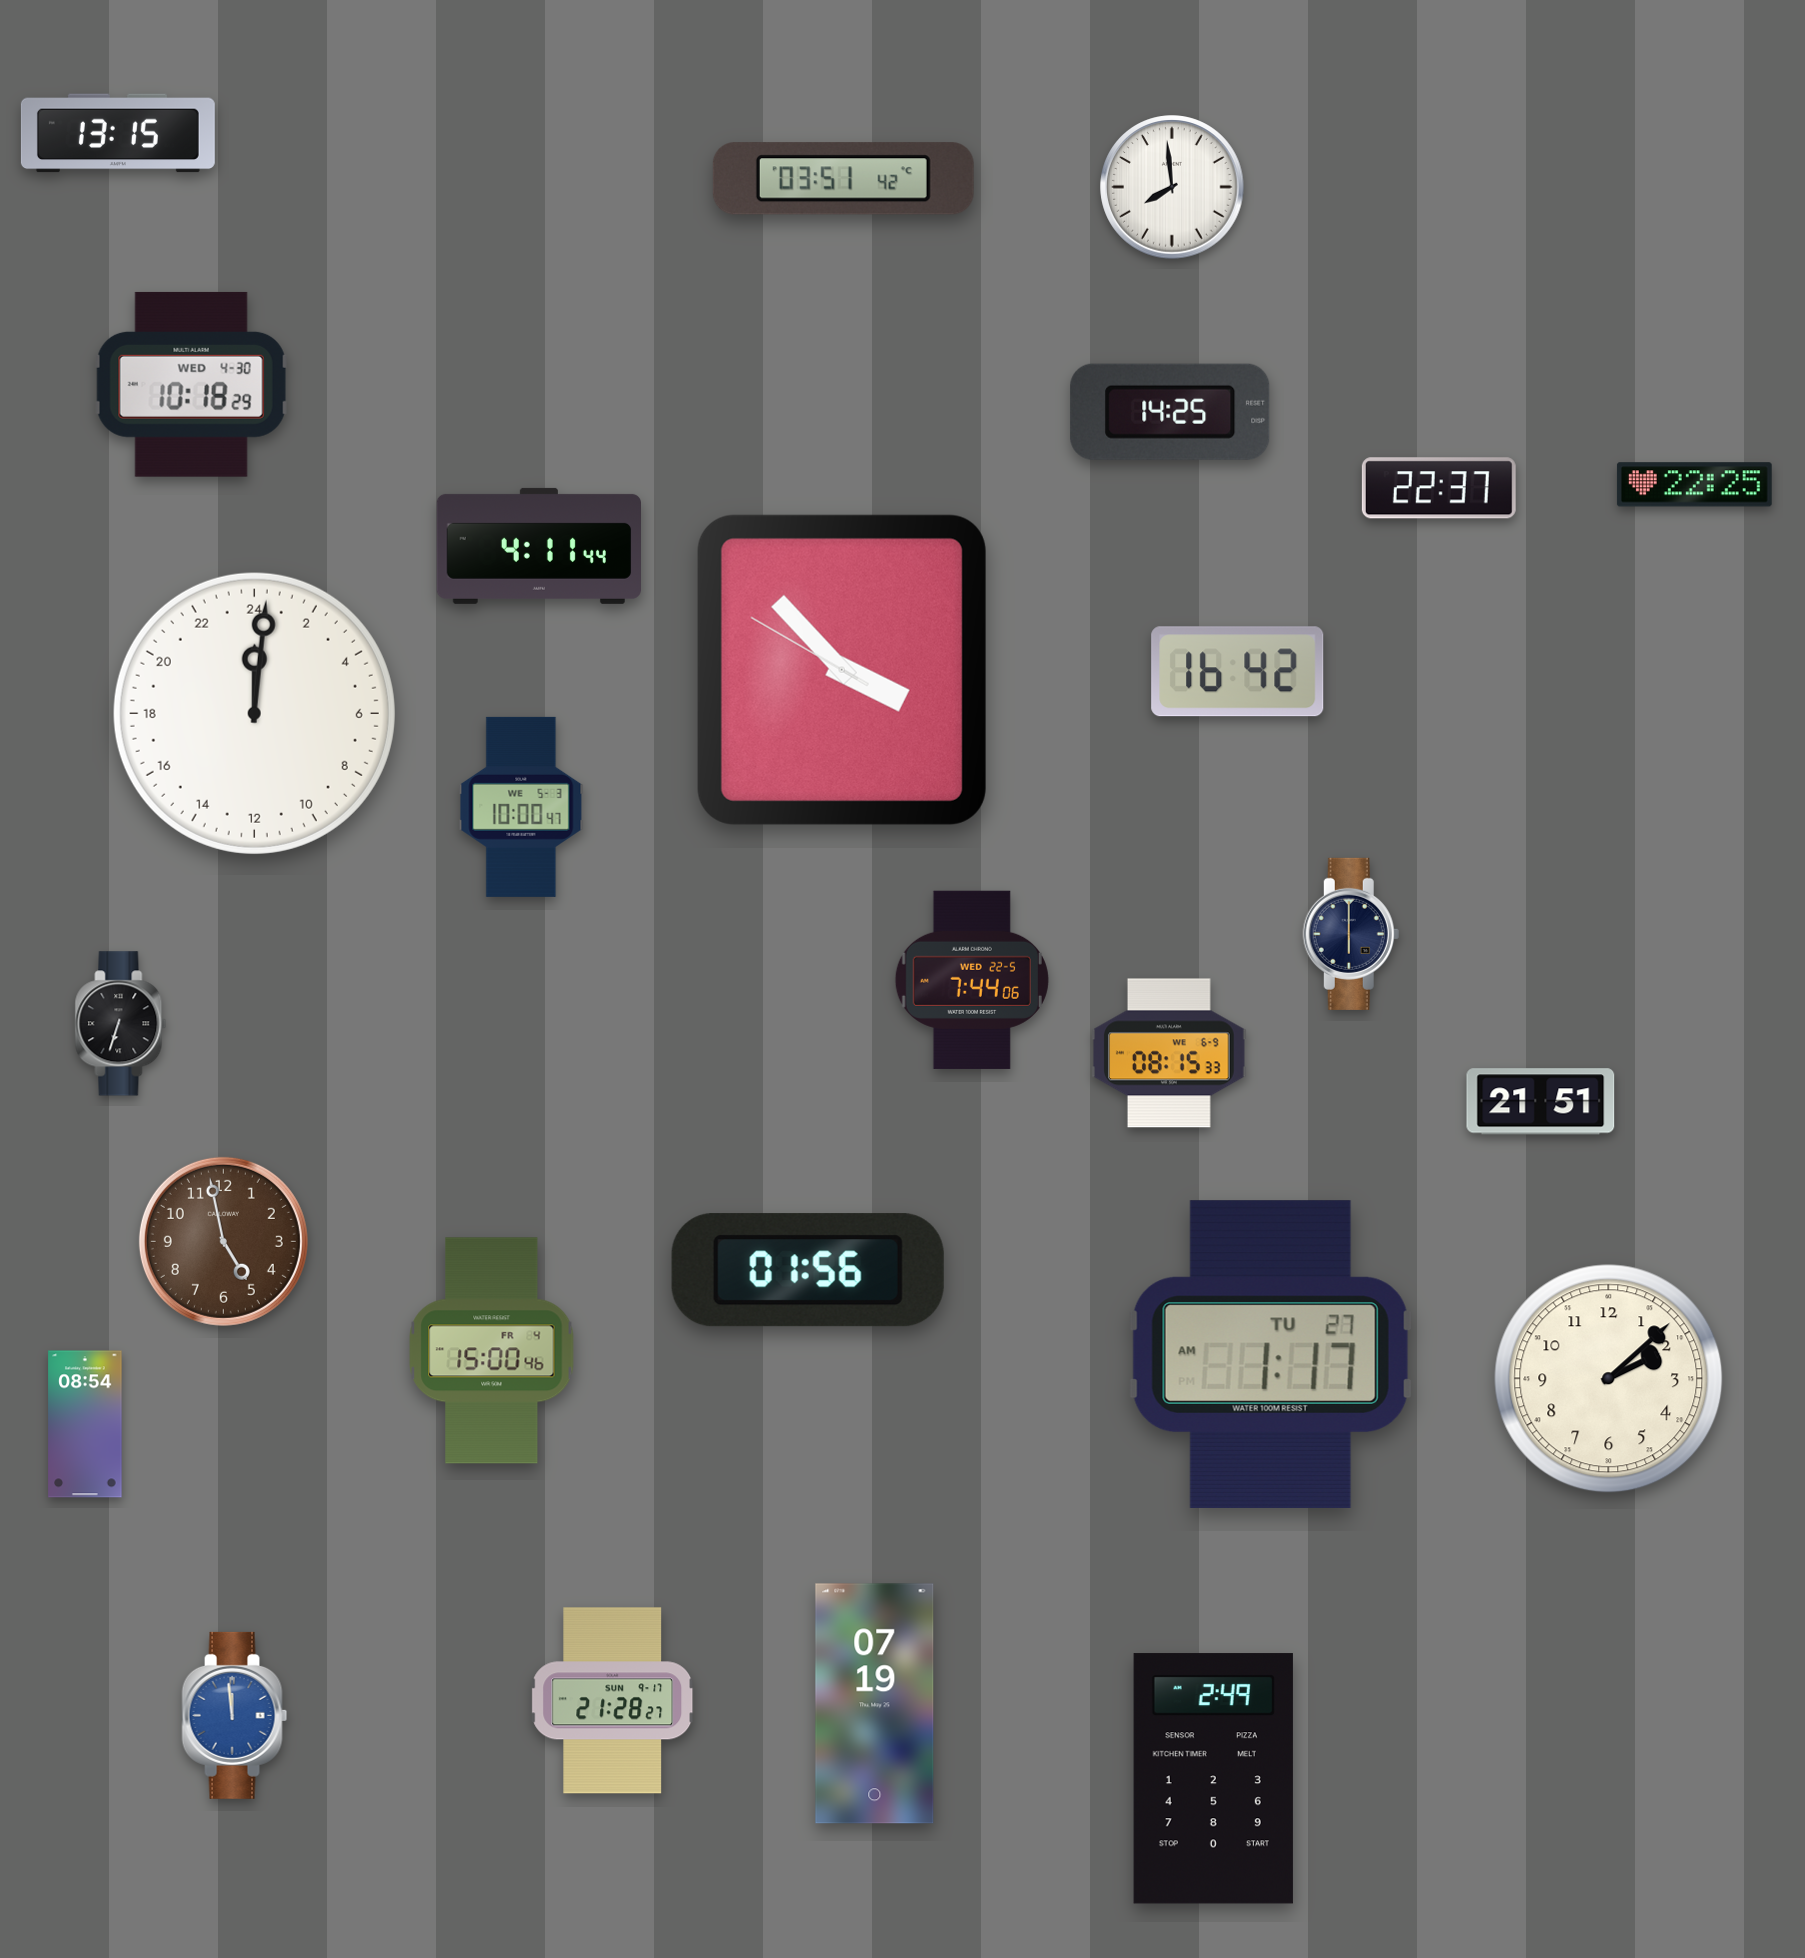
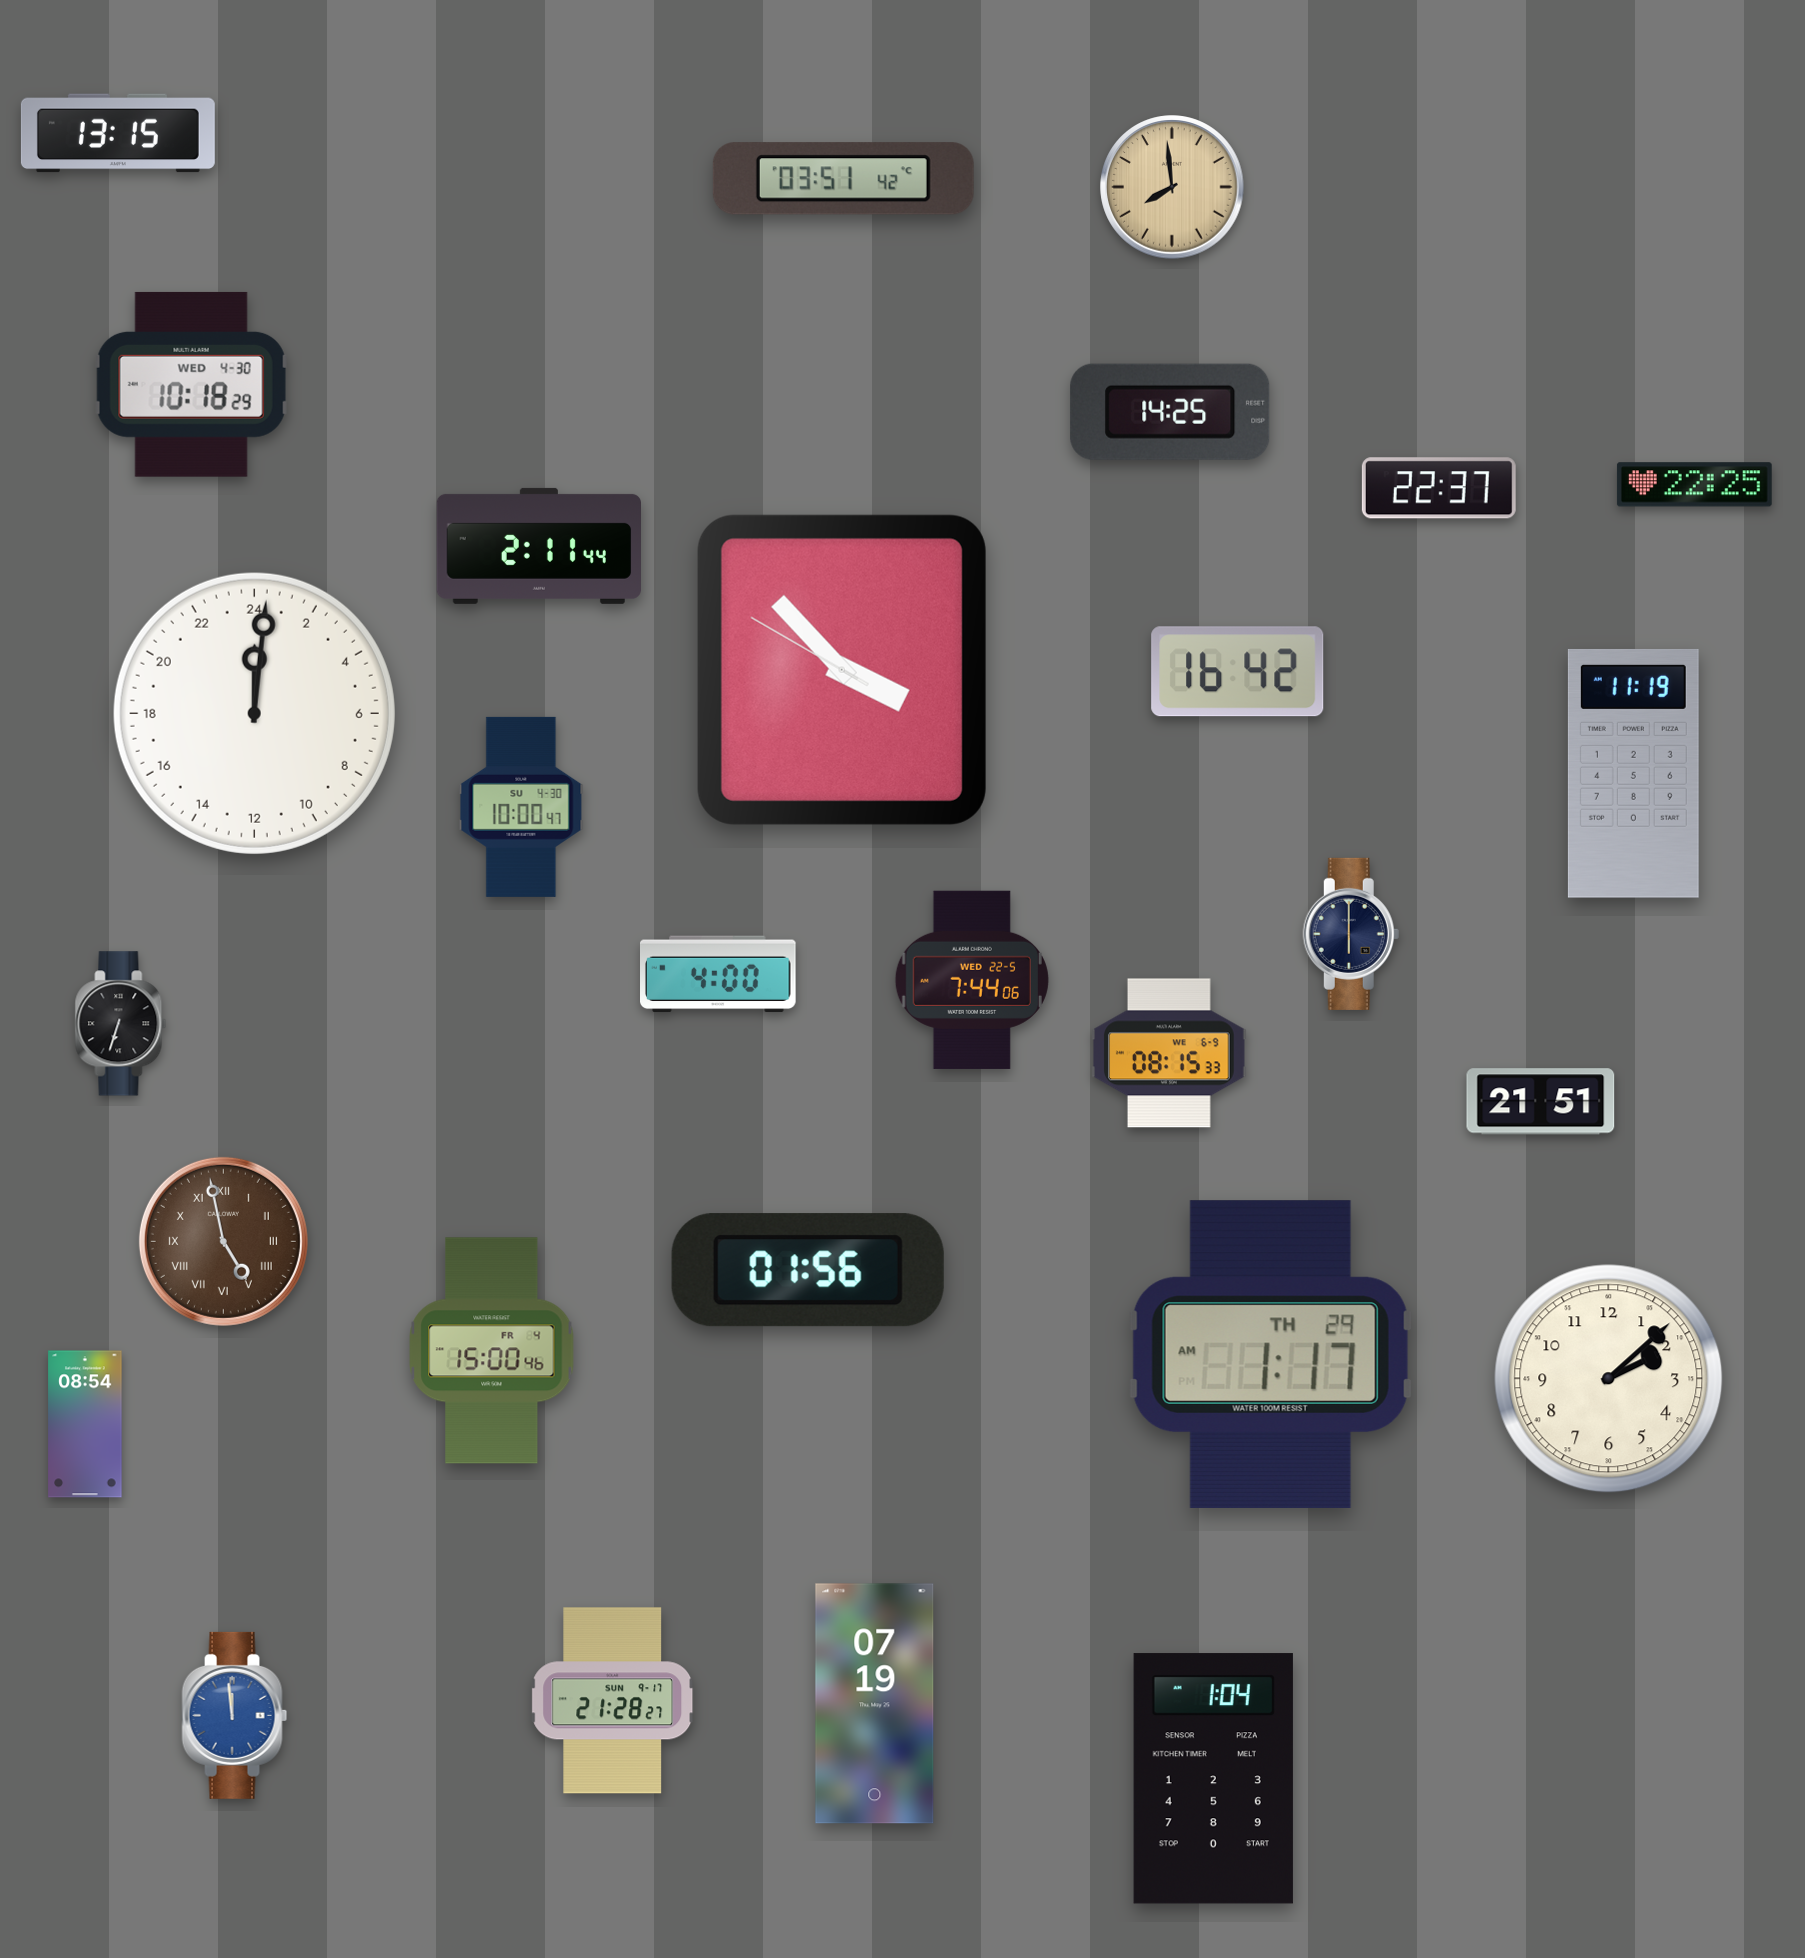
clock at (1172, 187) dial: white -> champagne
clock at (538, 546): 4:11 -> 2:11
clock at (1633, 773): none -> 11:19
clock at (521, 807) date: WE 5-3 -> SU 4-30
clock at (719, 974): none -> 4:00
clock at (223, 1241) numerals: Arabic -> Roman
clock at (1270, 1354) date: TU 27 -> TH 29
clock at (1213, 1779): 2:49 -> 1:04
